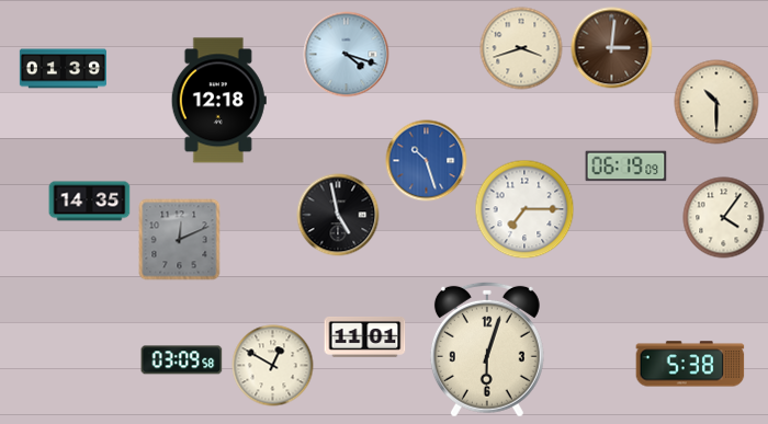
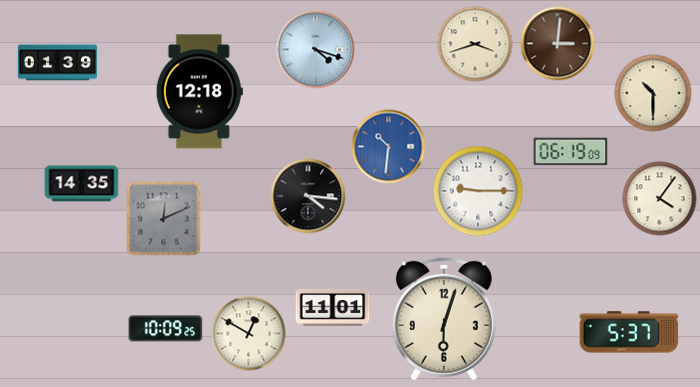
clock at (427, 161): 10:27 -> 10:31
clock at (524, 209): 7:15 -> 9:15
clock at (338, 215): 4:58 -> 4:16
clock at (182, 360): 03:09 -> 10:09
clock at (690, 364): 5:38 -> 5:37
